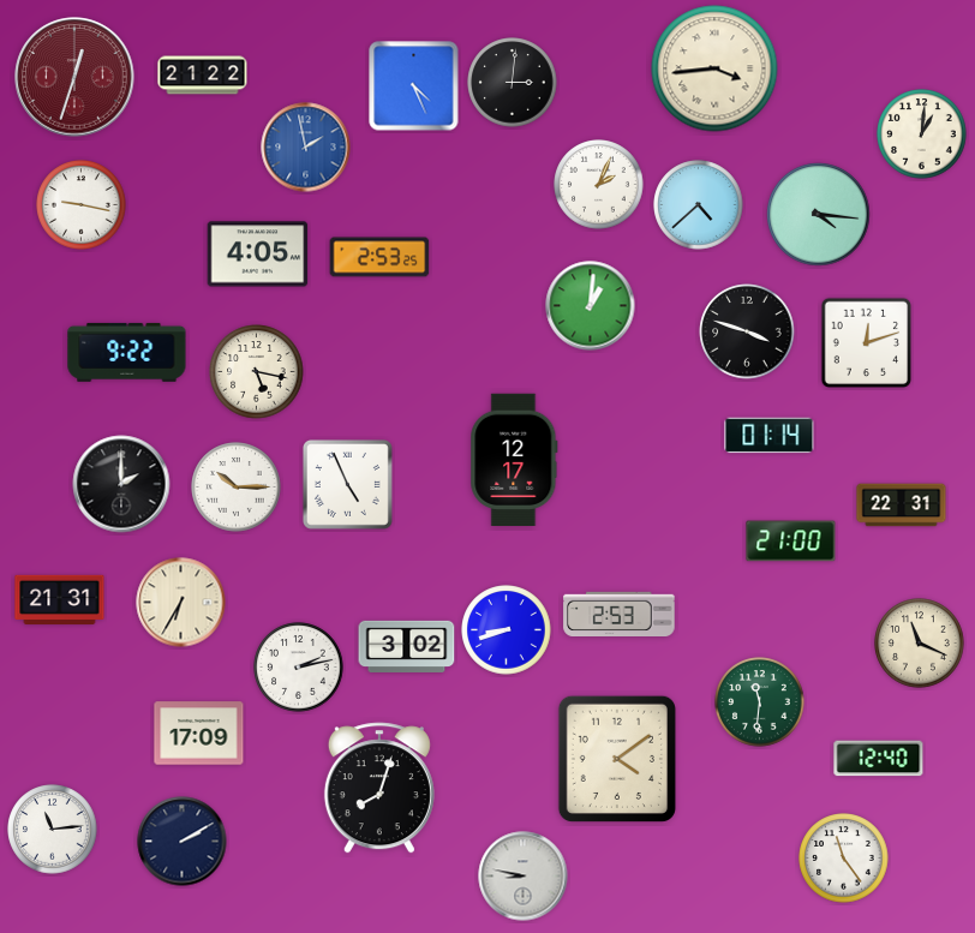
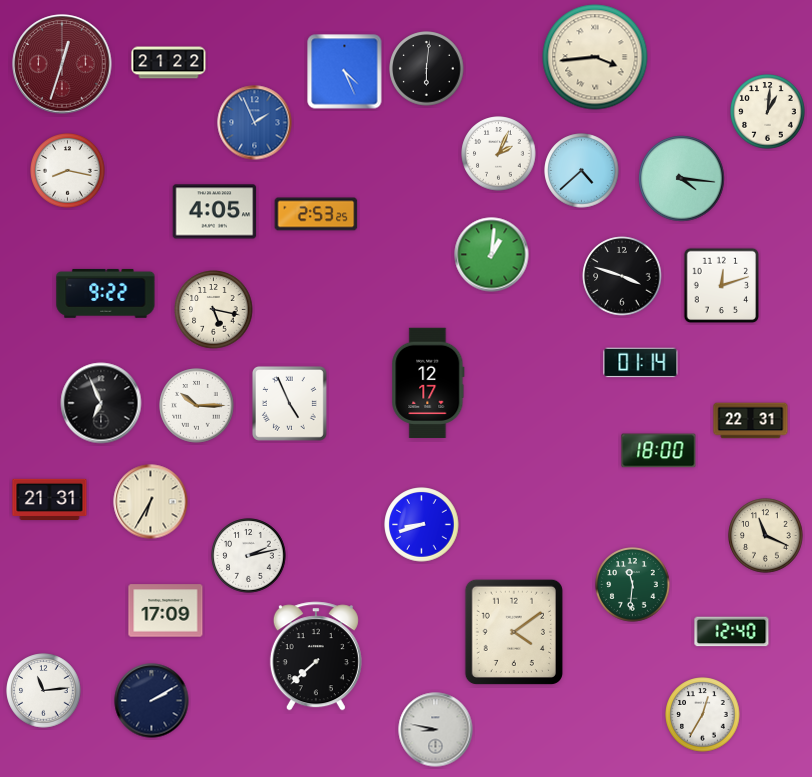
clock at (513, 83): 3:01 -> 6:01
clock at (306, 148): 1:58 -> 1:56
clock at (82, 205): 9:17 -> 8:17
clock at (121, 484): 2:00 -> 6:56
clock at (791, 542): 21:00 -> 18:00
clock at (620, 614): 2:53 -> none
clock at (407, 646): 3:02 -> none
clock at (379, 788): 8:03 -> 7:38
clock at (844, 859): 11:24 -> 12:35
